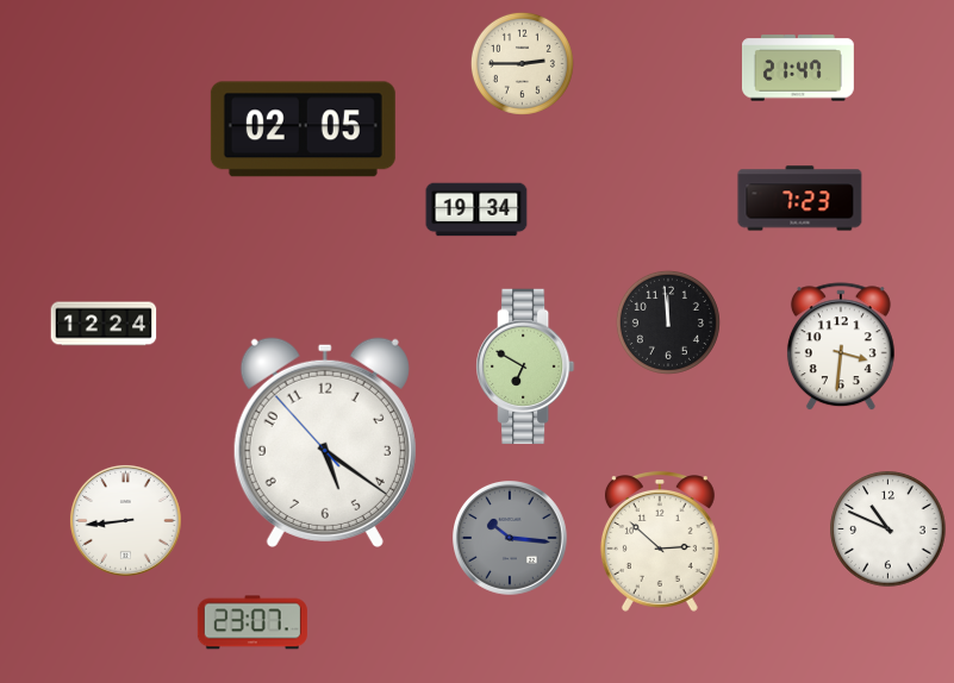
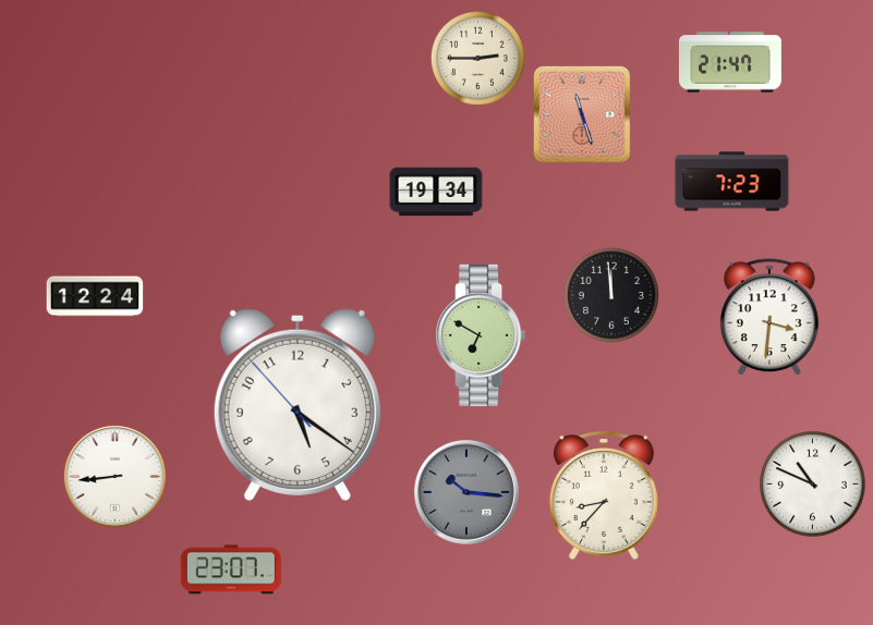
clock at (582, 114): none -> 11:27
clock at (303, 130): 02:05 -> none
clock at (660, 541): 2:52 -> 8:37
